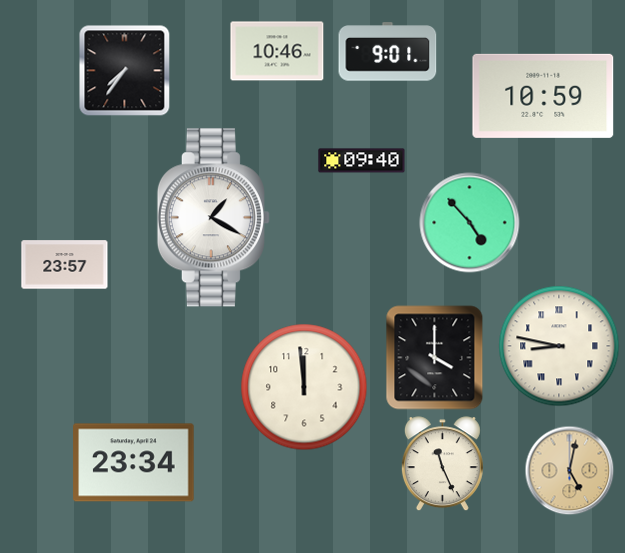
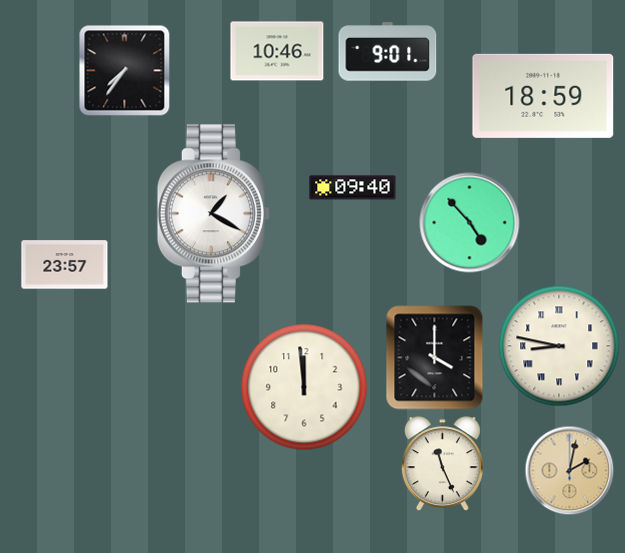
clock at (543, 96): 10:59 -> 18:59
clock at (362, 161) position: (362, 161) -> (353, 188)
clock at (213, 218) position: (213, 218) -> (213, 214)
clock at (134, 463): 23:34 -> none
clock at (569, 470): 5:02 -> 2:02
